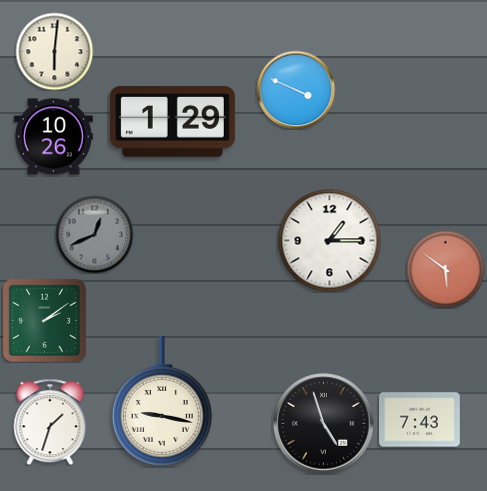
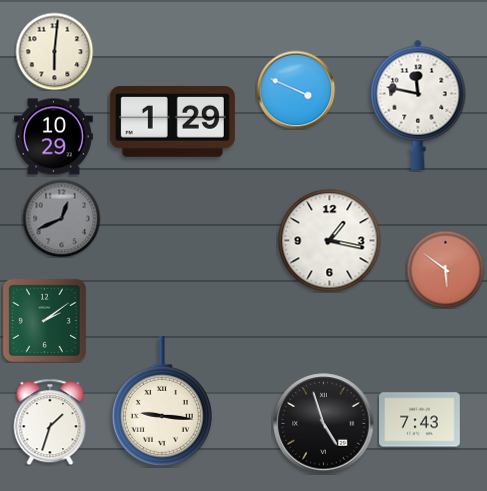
clock at (418, 105): none -> 11:47
clock at (53, 137): 10:26 -> 10:29
clock at (94, 234) position: (94, 234) -> (61, 218)
clock at (330, 241): 1:15 -> 1:17
clock at (162, 401): 9:17 -> 9:16
